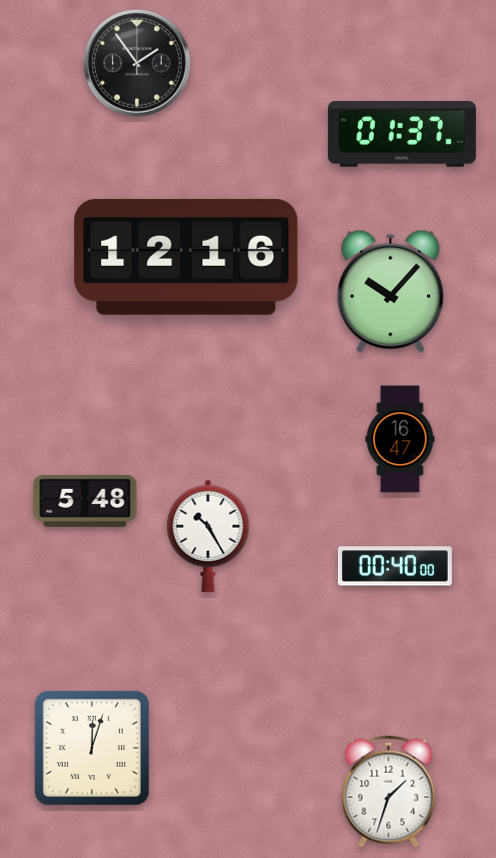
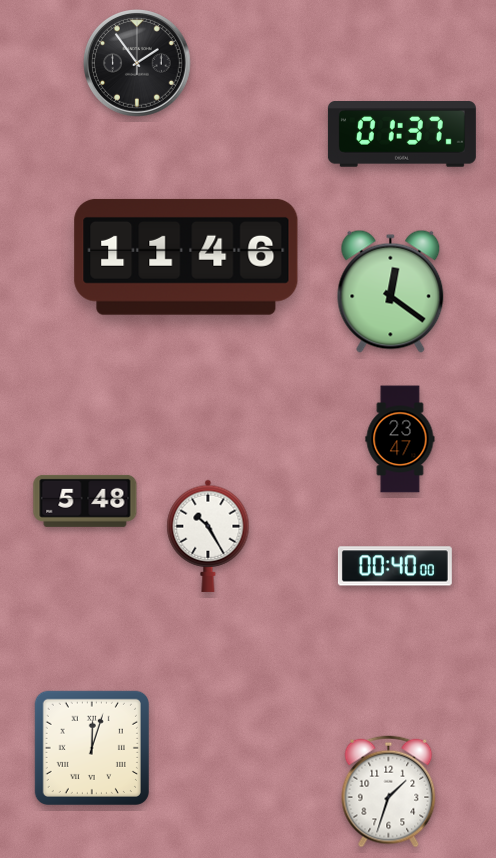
clock at (186, 257): 12:16 -> 11:46
clock at (391, 291): 10:07 -> 12:21
clock at (400, 439): 16:47 -> 23:47
